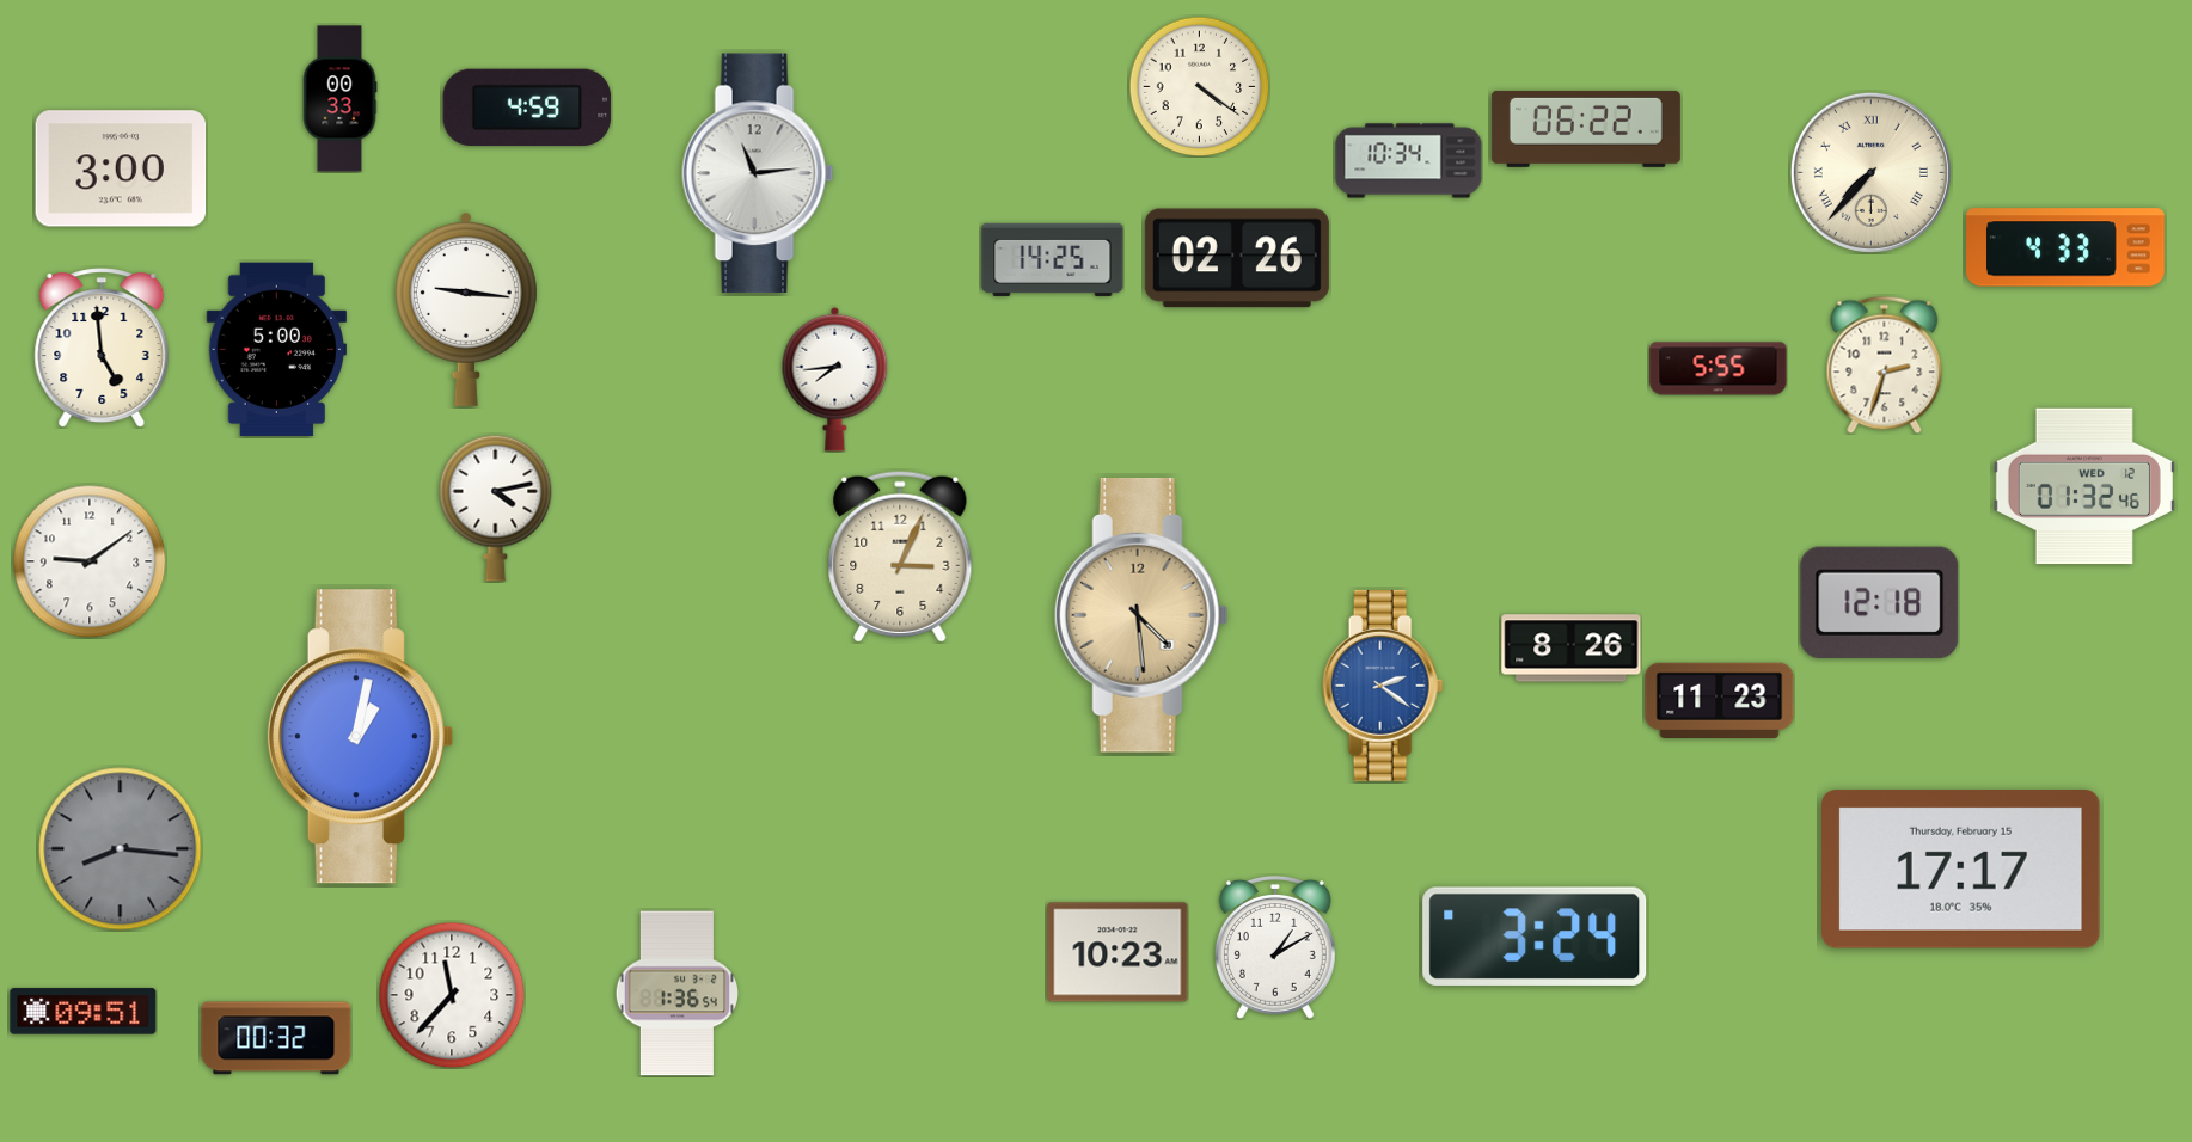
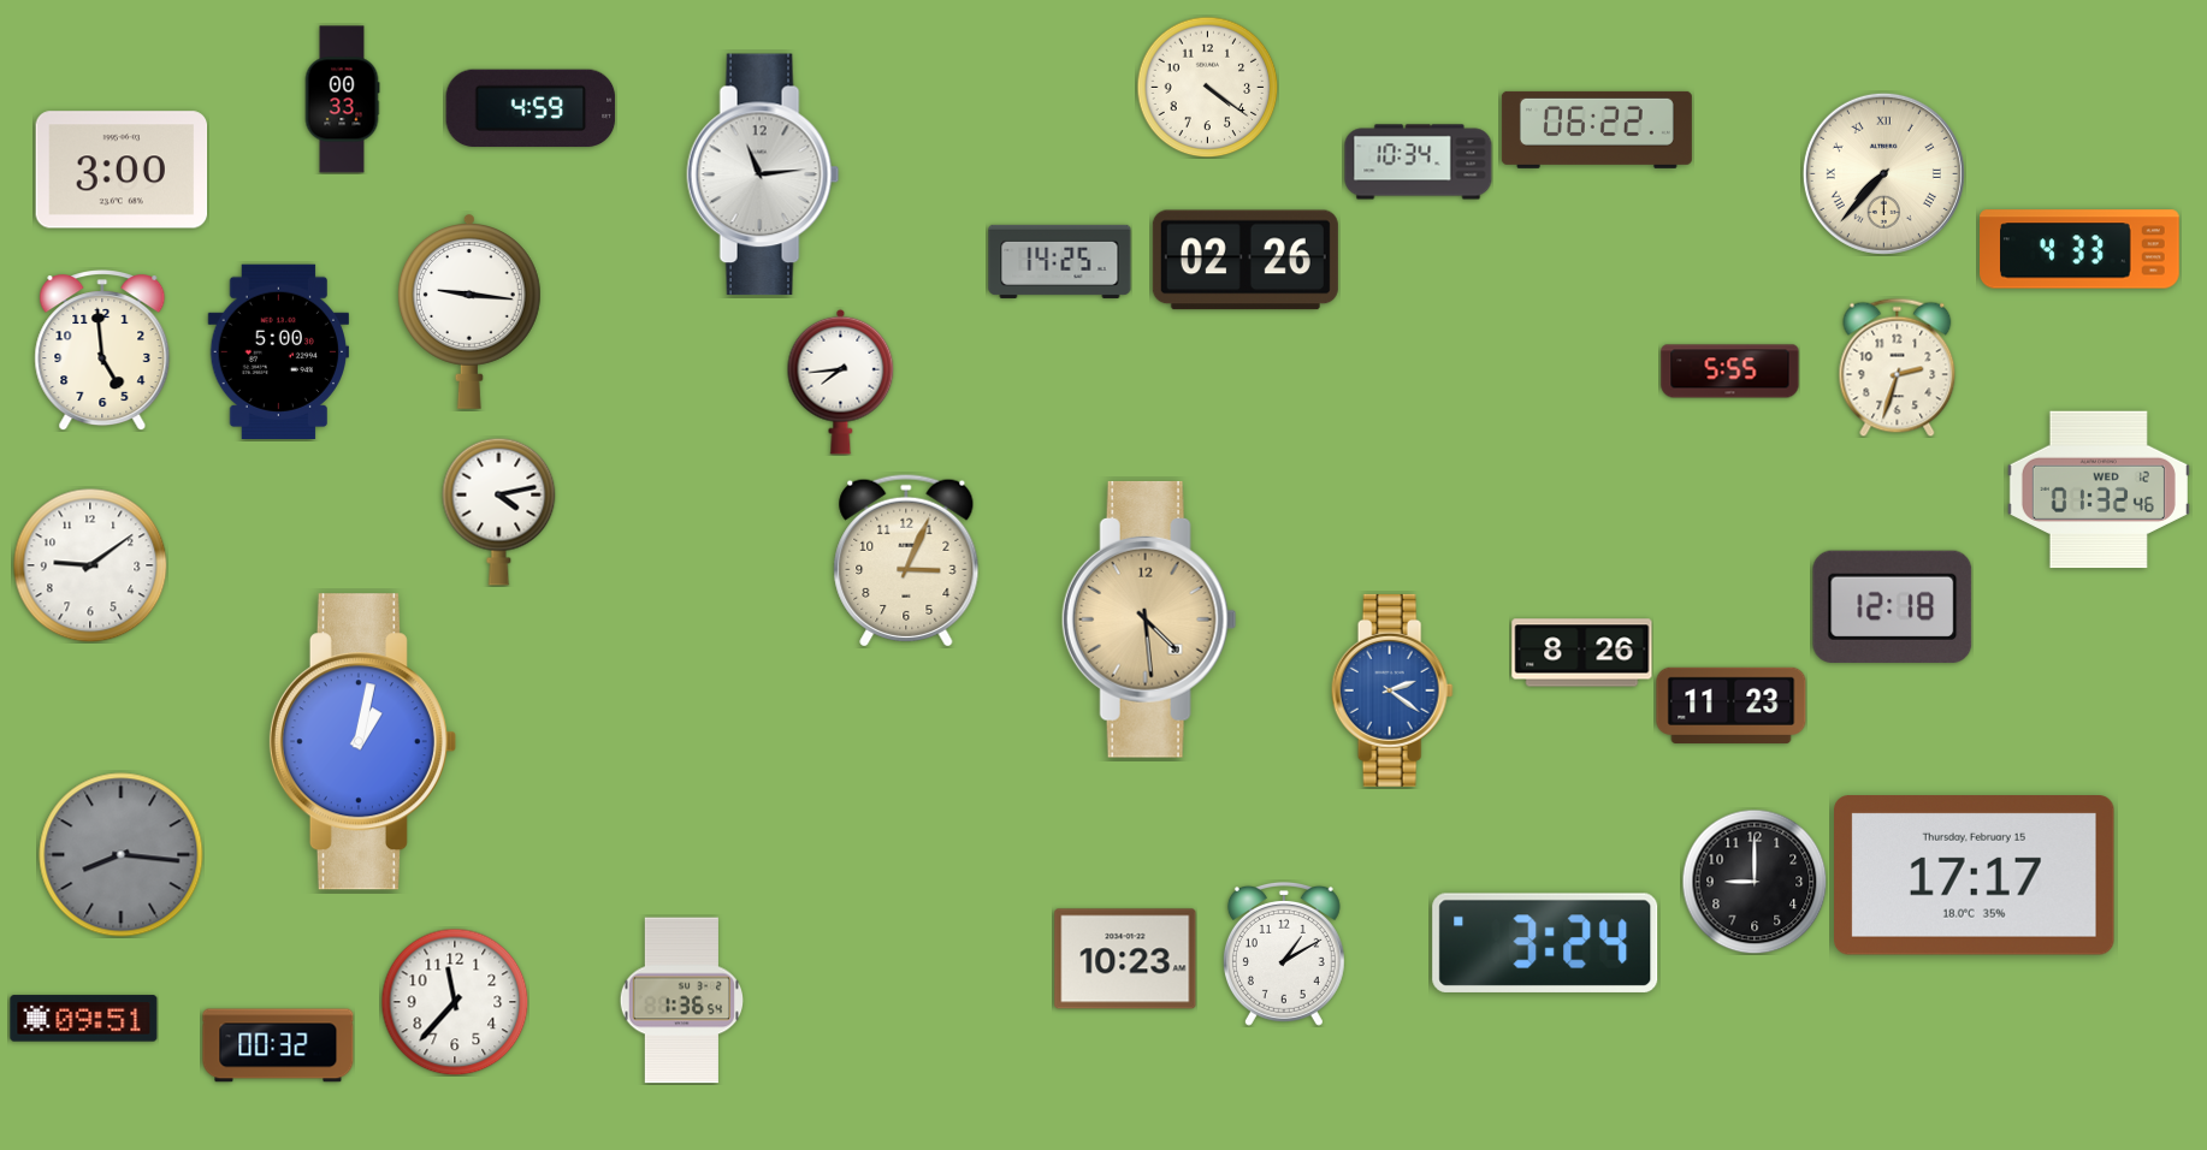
clock at (1755, 882): none -> 9:00
